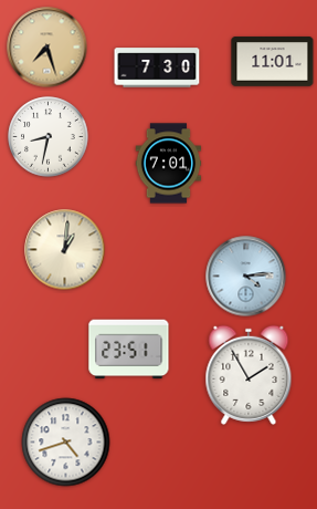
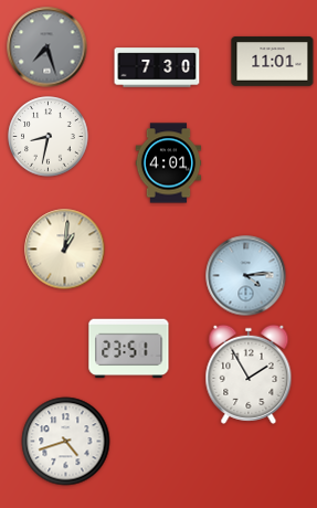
clock at (47, 48) dial: champagne -> grey
clock at (169, 164): 7:01 -> 4:01
